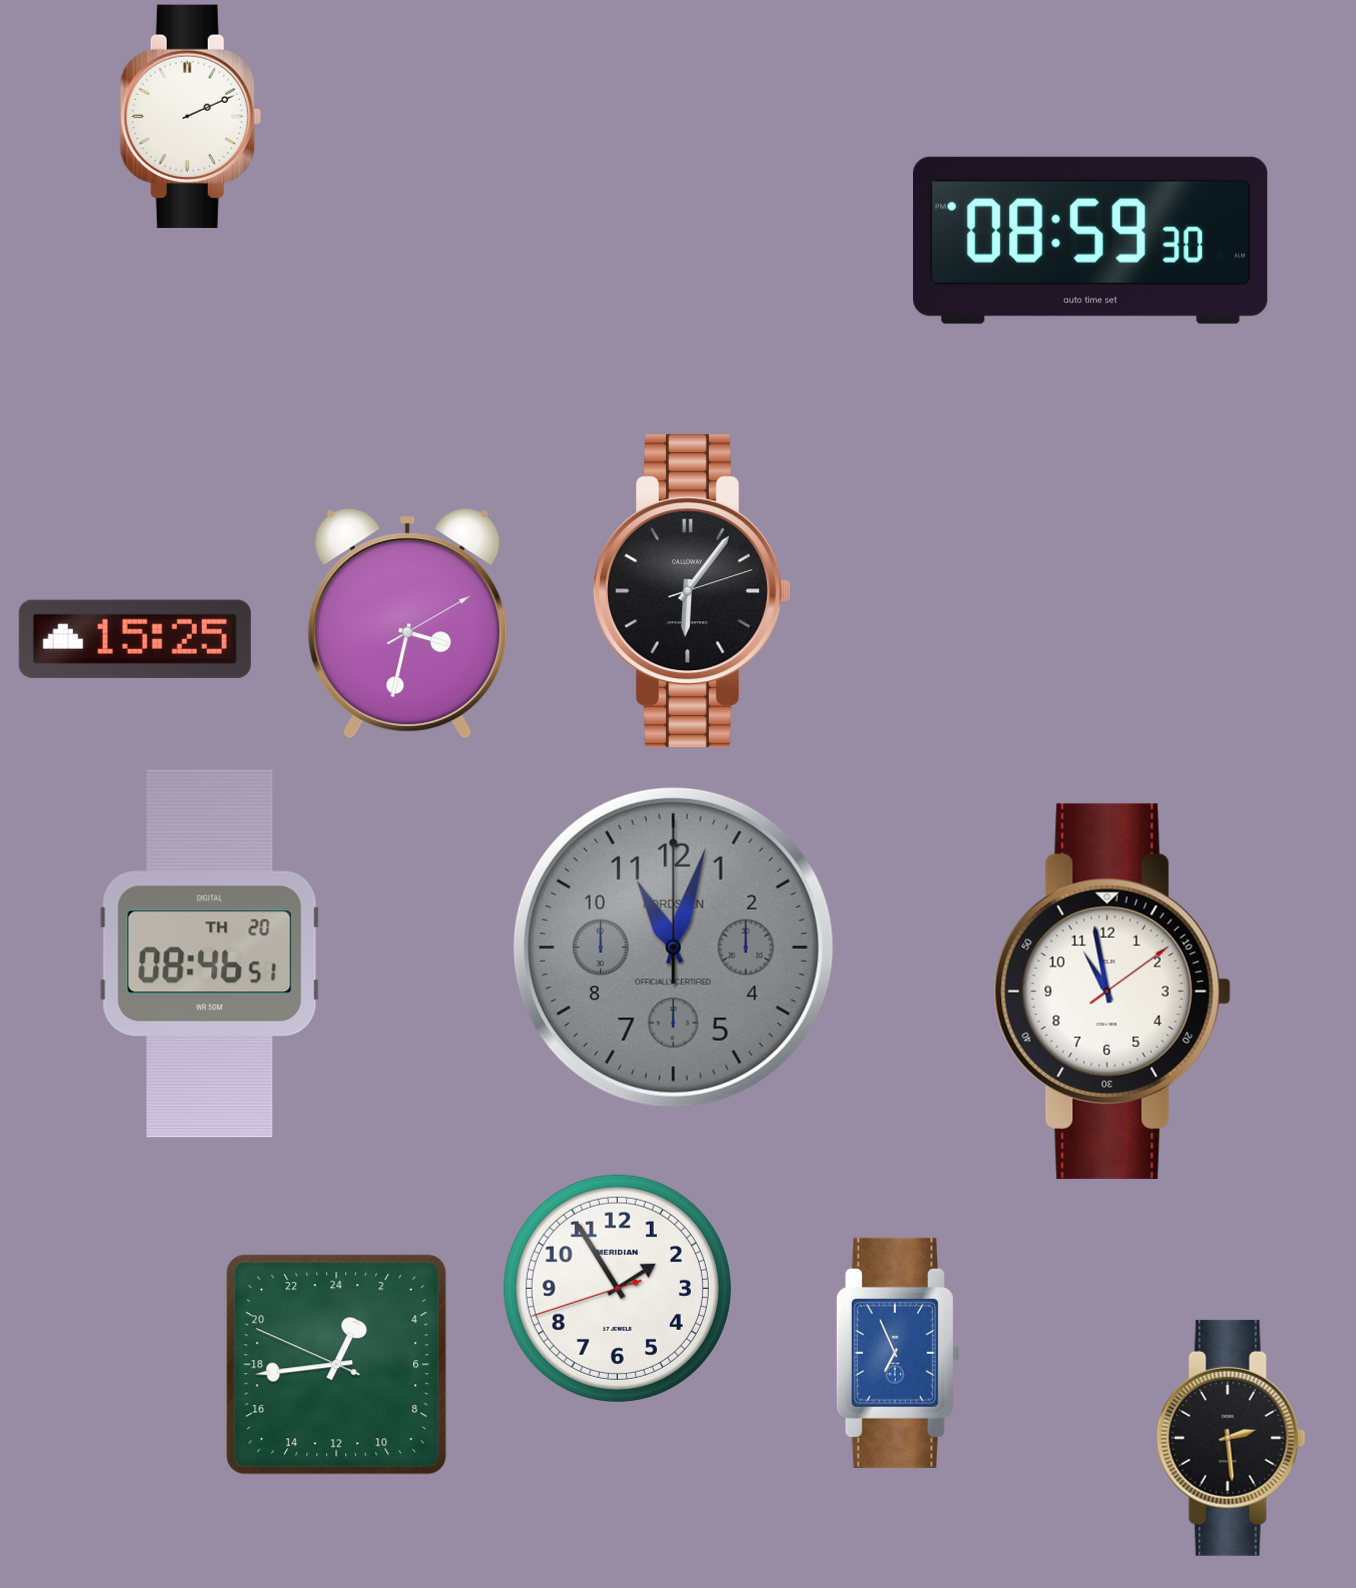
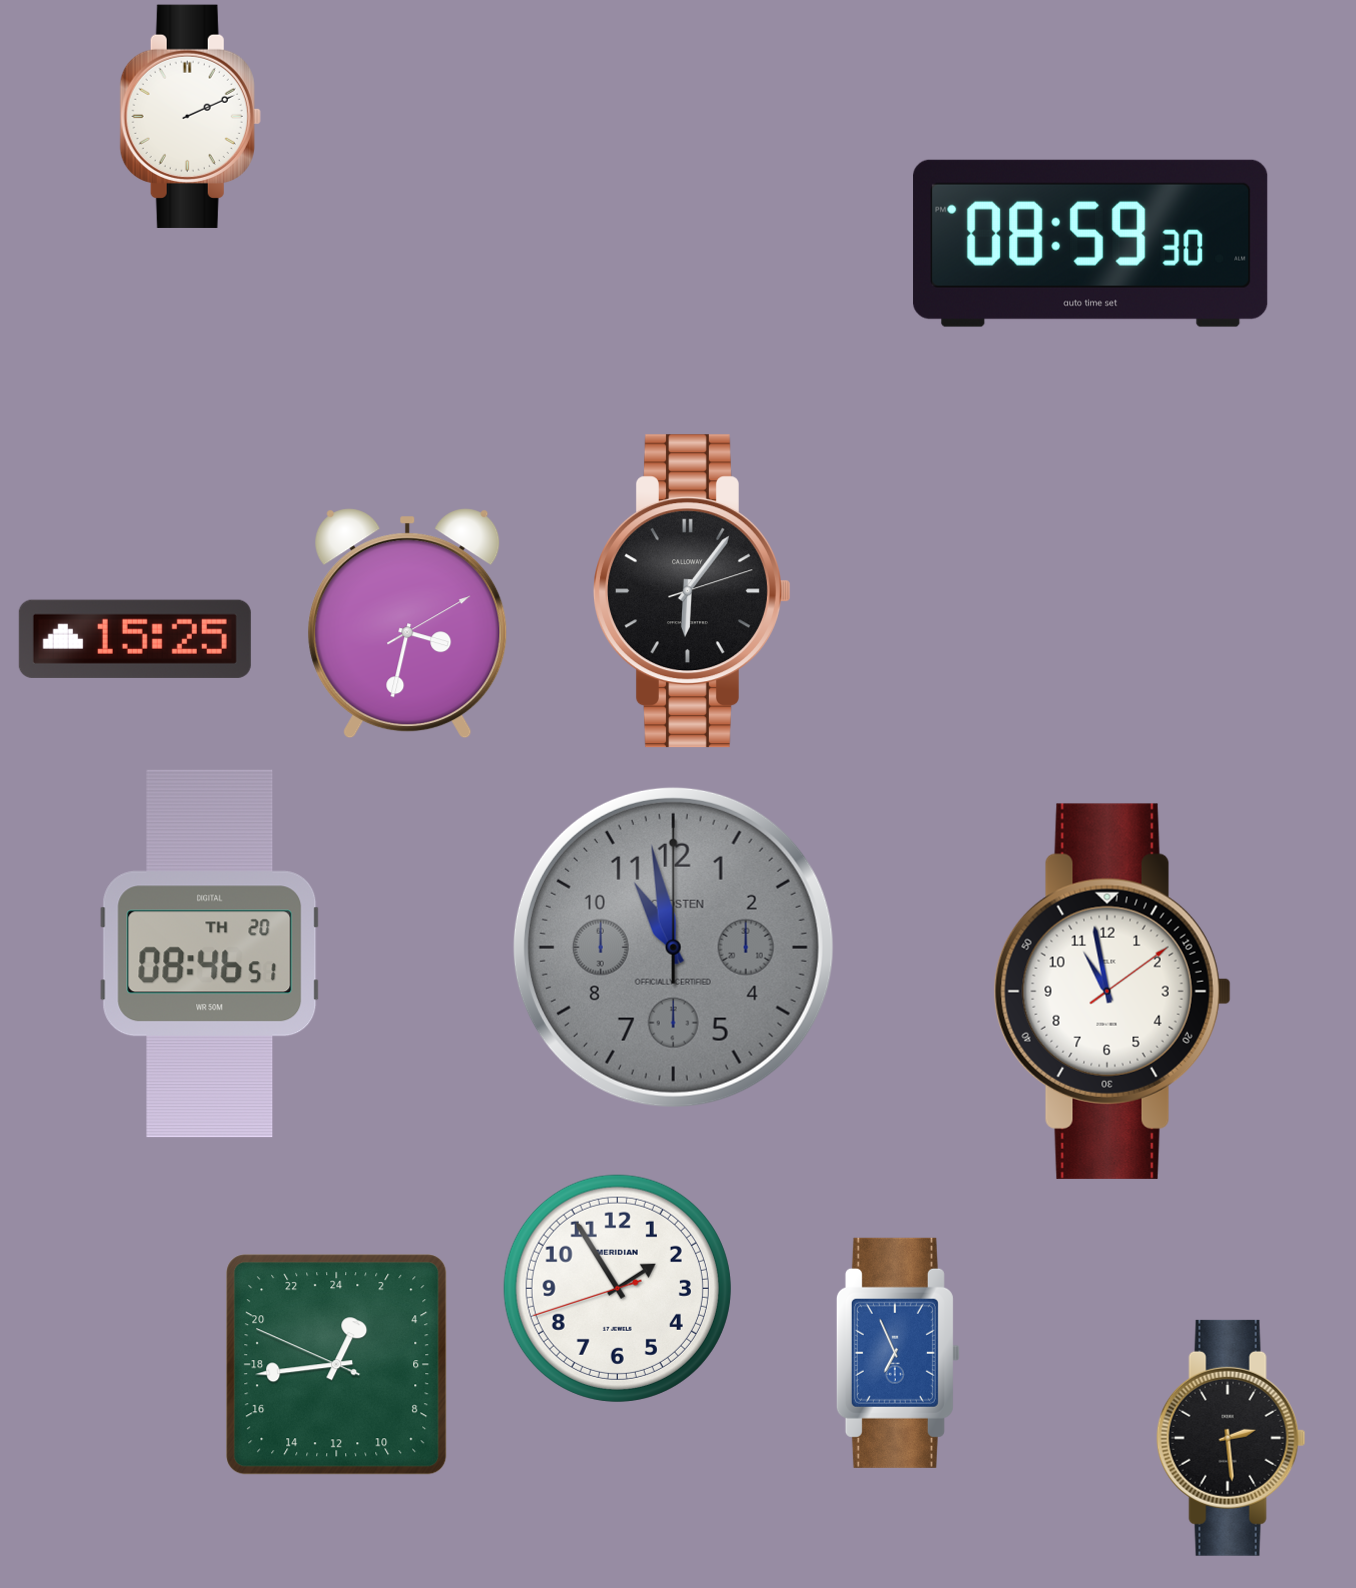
clock at (1091, 240) position: (1091, 240) -> (1091, 243)
clock at (673, 947): 11:03 -> 10:58
